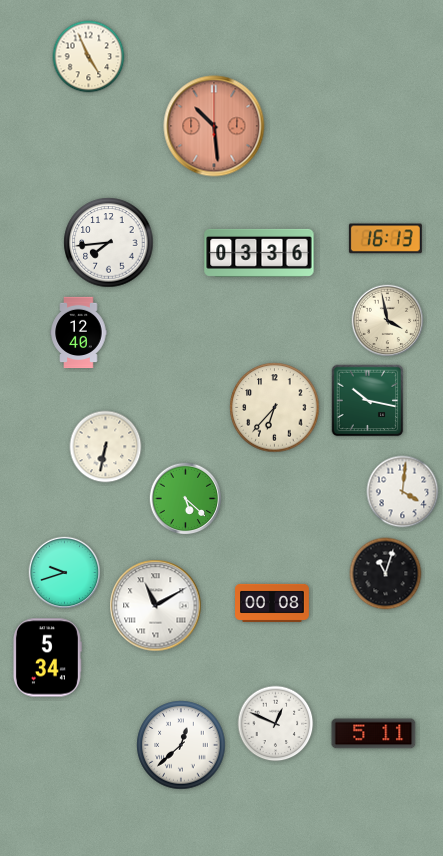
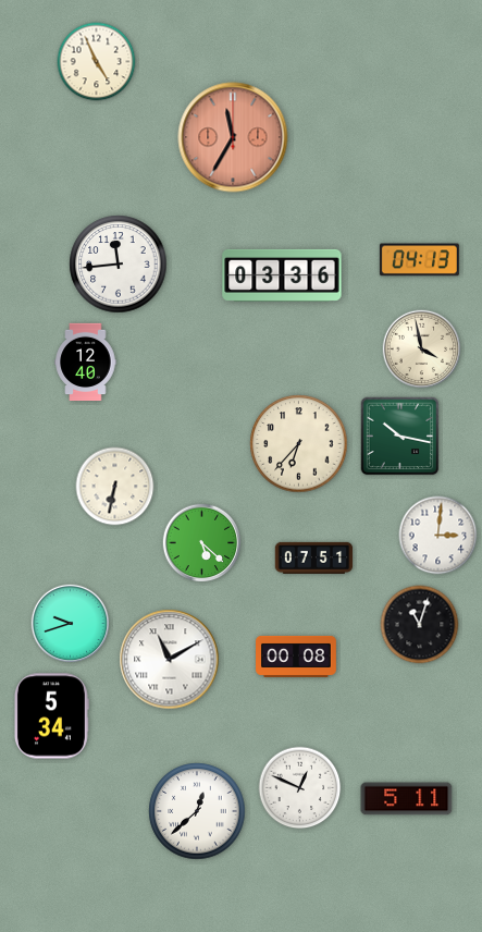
clock at (214, 126): 10:29 -> 11:35
clock at (385, 239): 16:13 -> 04:13
clock at (109, 243): 7:44 -> 11:44
clock at (403, 492): 4:01 -> 3:01
clock at (314, 557): none -> 07:51
